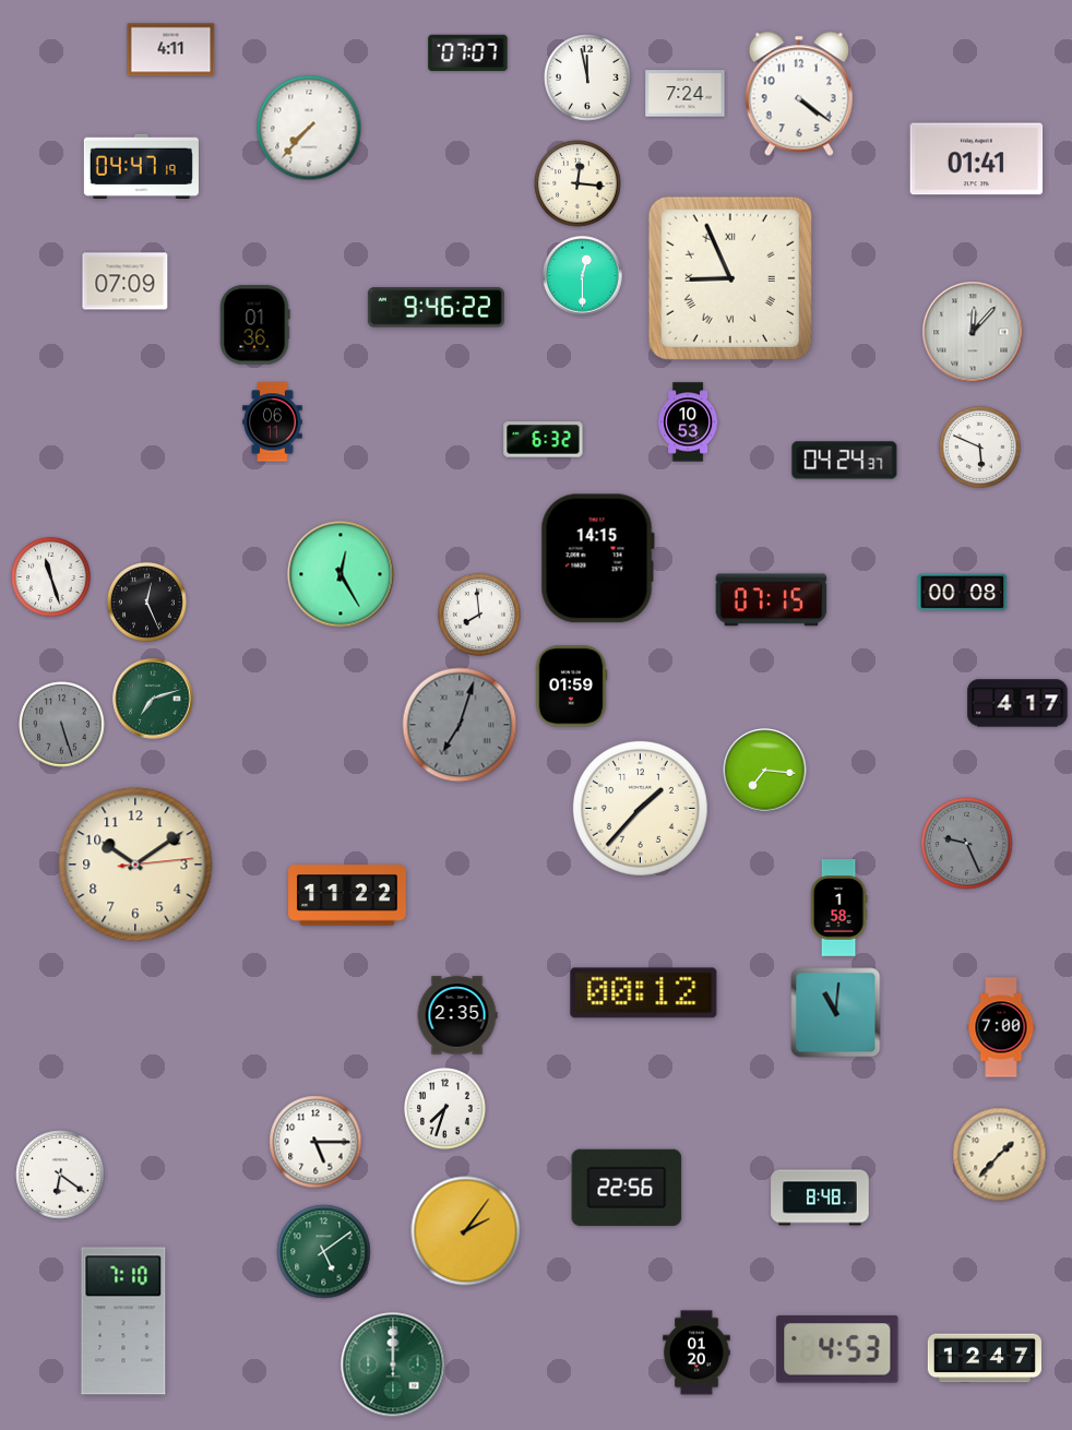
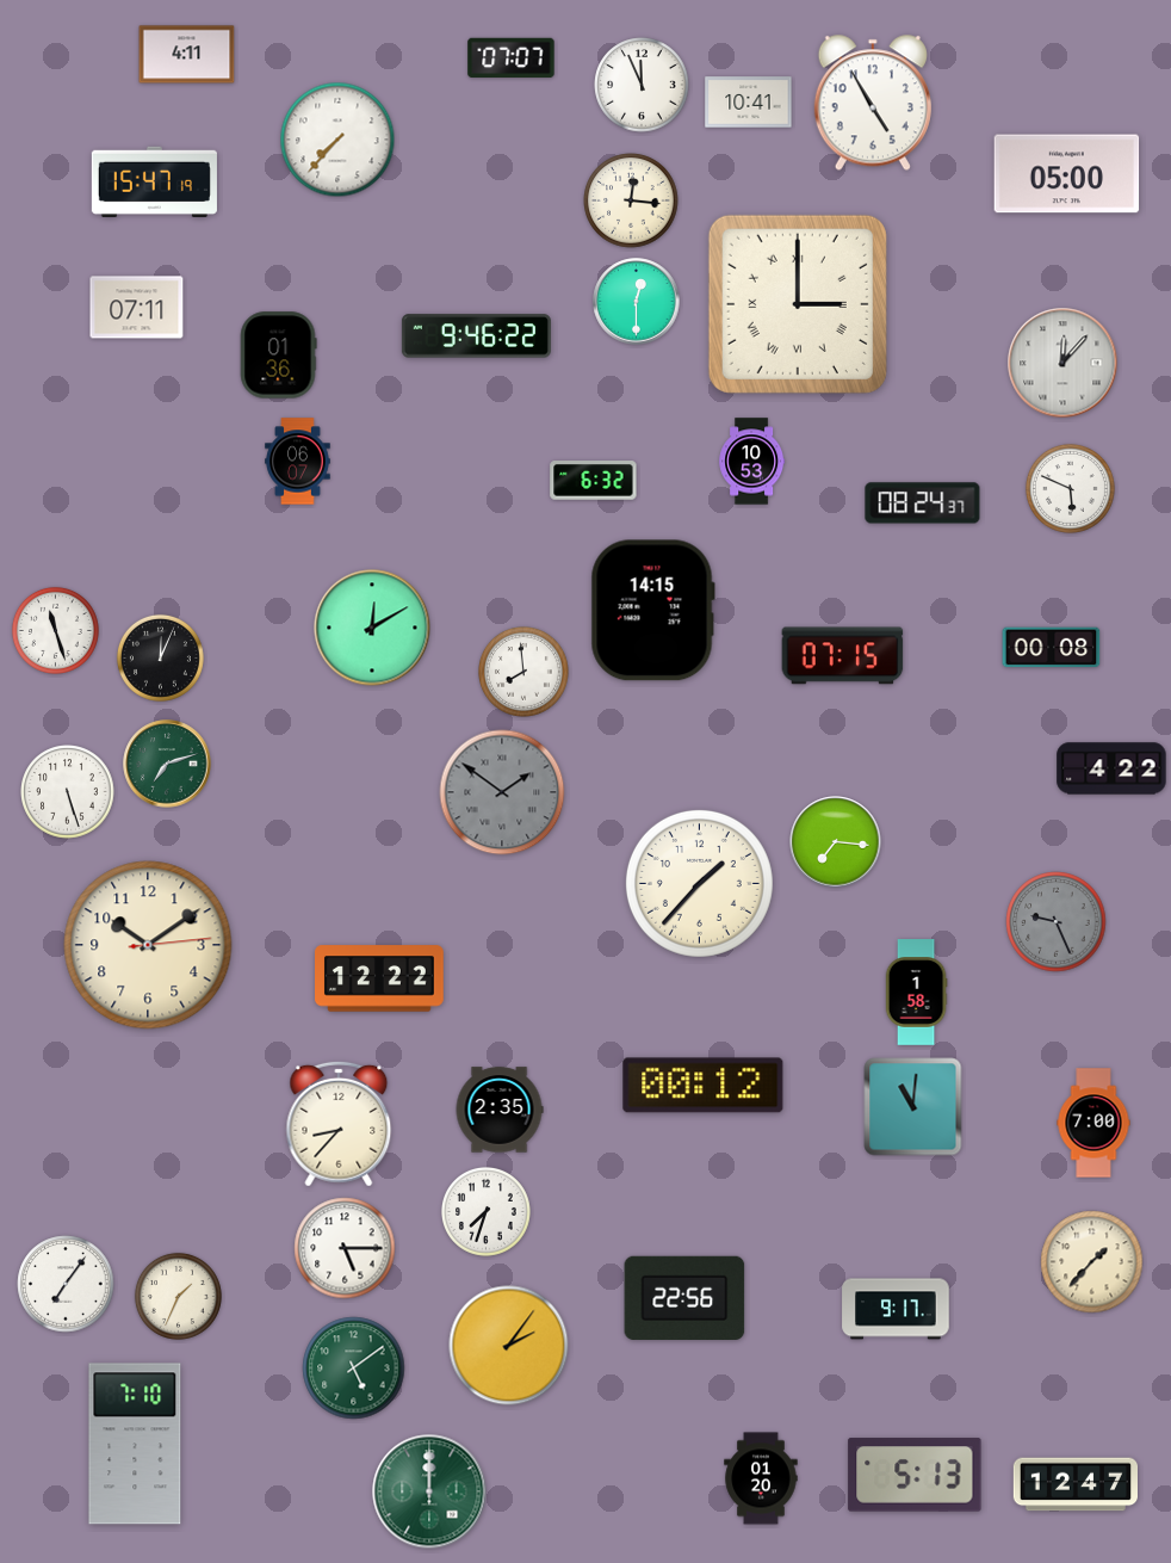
clock at (587, 78): 11:58 -> 11:56
clock at (686, 94): 7:24 -> 10:41
clock at (799, 94): 4:21 -> 4:55
clock at (977, 159): 01:41 -> 05:00
clock at (141, 166): 04:47 -> 15:47
clock at (730, 278): 8:56 -> 3:00
clock at (126, 282): 07:09 -> 07:11
clock at (273, 422): 06:11 -> 06:07
clock at (845, 461): 04:24 -> 08:24
clock at (341, 574): 12:25 -> 12:10
clock at (146, 601): 12:26 -> 12:04
clock at (571, 687): 01:59 -> none
clock at (1017, 703): 4:17 -> 4:22
clock at (62, 725) dial: grey -> white
clock at (460, 725): 7:03 -> 1:51
clock at (348, 895): 11:22 -> 12:22
clock at (339, 1124): none -> 8:37
clock at (60, 1175): 6:21 -> 7:06
clock at (178, 1296): none -> 1:34
clock at (820, 1197): 8:48 -> 9:17
clock at (837, 1349): 4:53 -> 5:13
